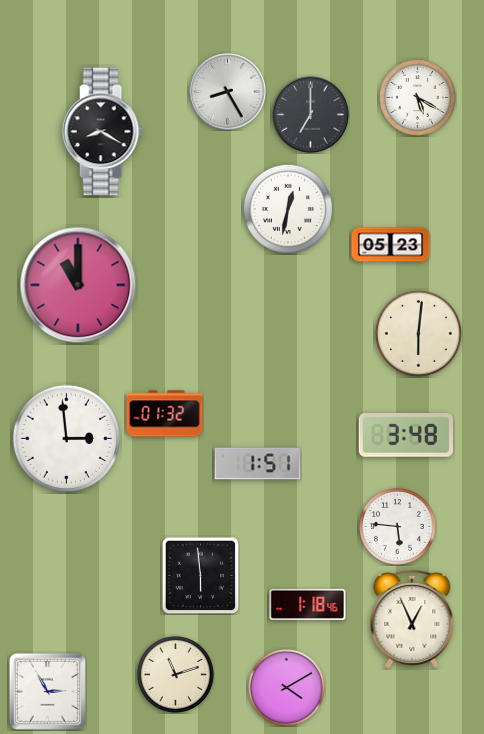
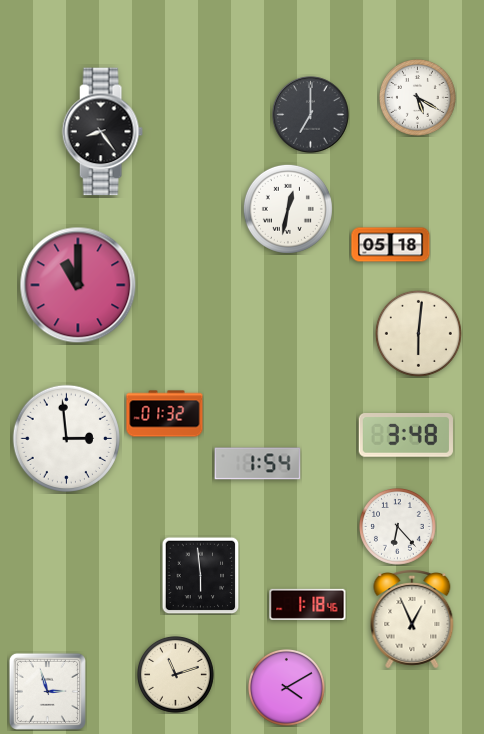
clock at (228, 92): 8:25 -> none
clock at (102, 132): 8:20 -> 8:24
clock at (391, 245): 05:23 -> 05:18
clock at (258, 464): 1:51 -> 1:54
clock at (398, 527): 5:46 -> 6:23
clock at (47, 691): 2:55 -> 2:57
